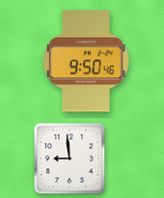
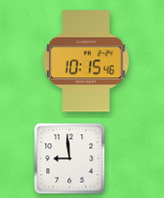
clock at (86, 61): 9:50 -> 10:15
